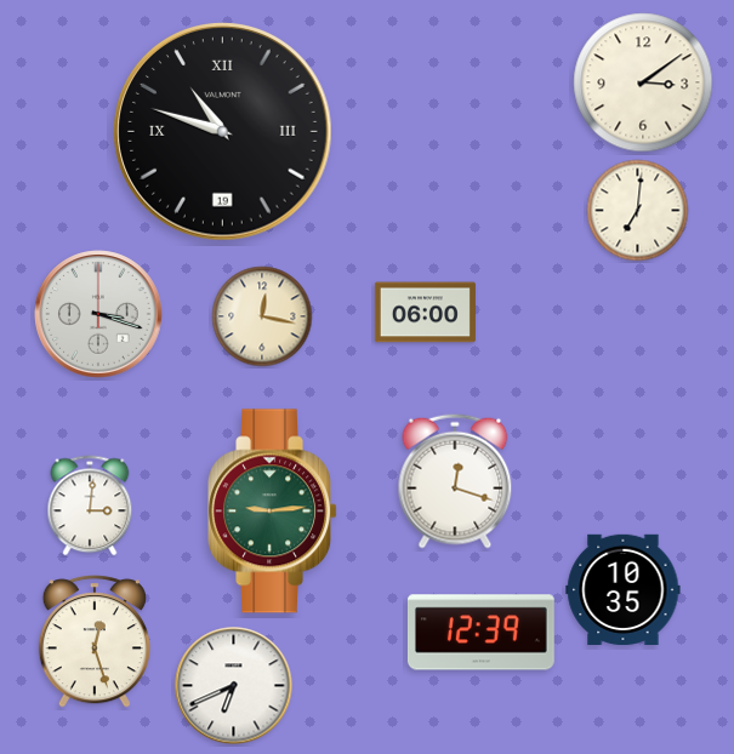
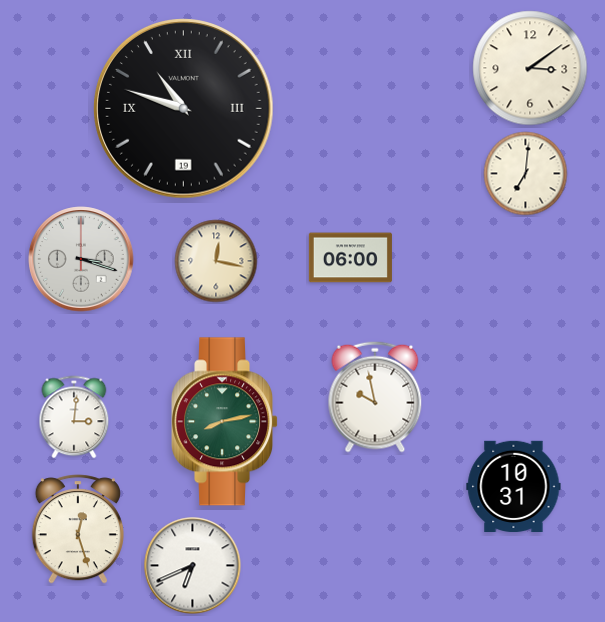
clock at (455, 481): 12:18 -> 9:58
clock at (273, 512): 9:14 -> 8:13
clock at (624, 589): 10:35 -> 10:31
clock at (480, 633): 12:39 -> none
